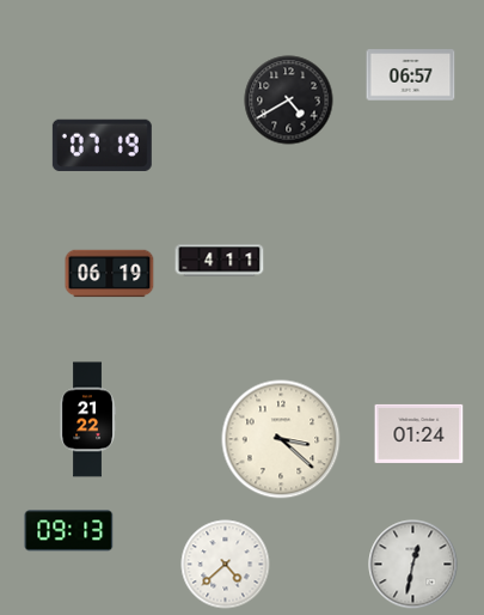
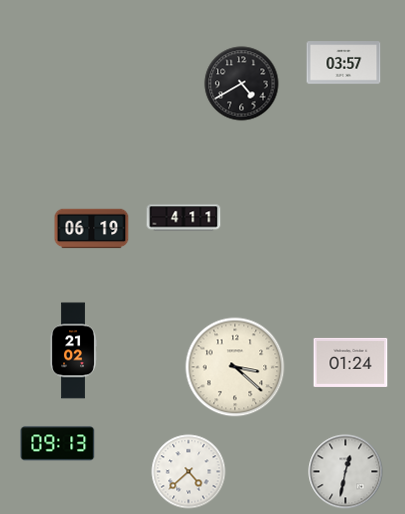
clock at (411, 75): 06:57 -> 03:57
clock at (102, 145): 07:19 -> none
clock at (87, 420): 21:22 -> 21:02
